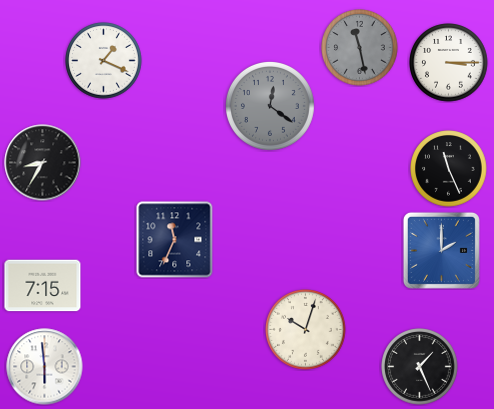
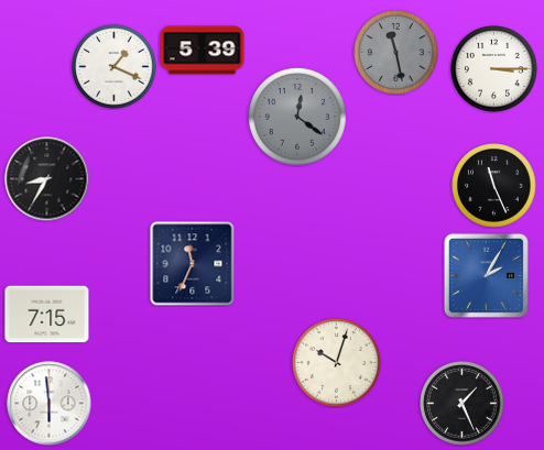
clock at (203, 51): none -> 5:39
clock at (441, 250): 2:00 -> 2:05
